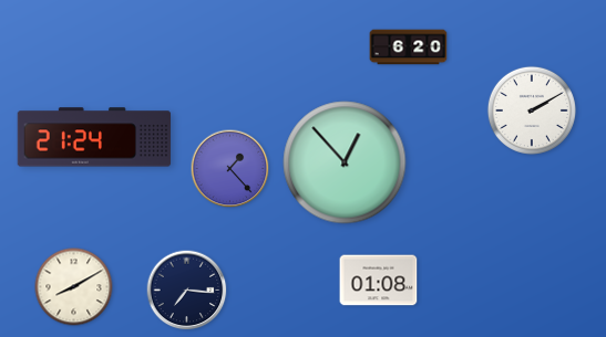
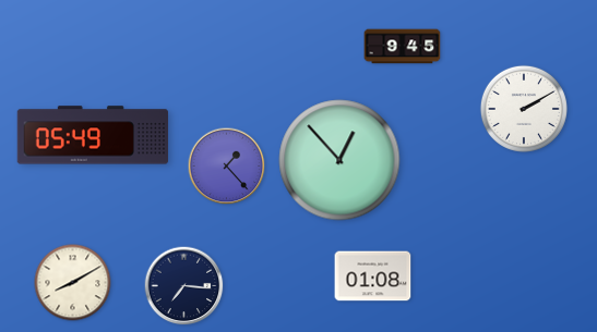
clock at (409, 48): 6:20 -> 9:45
clock at (94, 137): 21:24 -> 05:49
